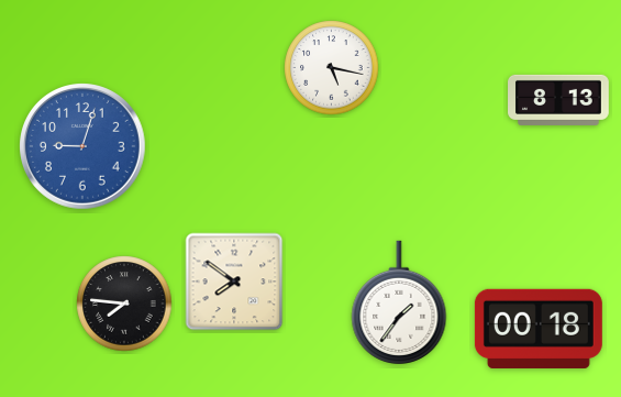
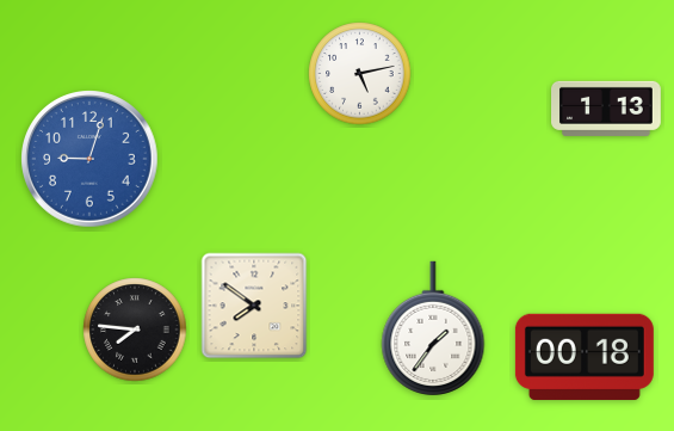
clock at (332, 68): 5:17 -> 5:13
clock at (558, 100): 8:13 -> 1:13
